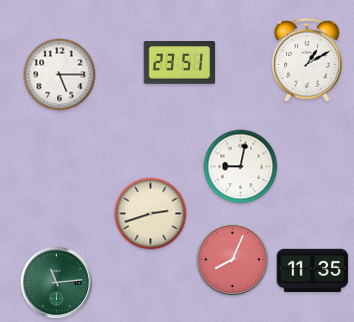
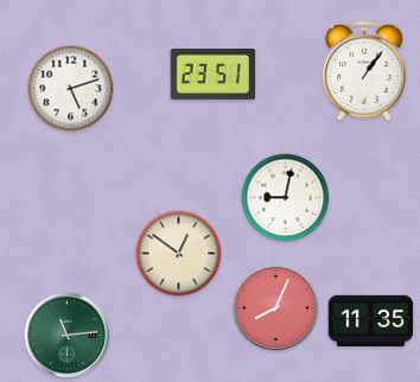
clock at (308, 60): 1:10 -> 1:06
clock at (60, 75): 5:15 -> 5:12
clock at (151, 214): 2:42 -> 12:51
